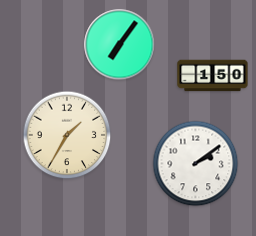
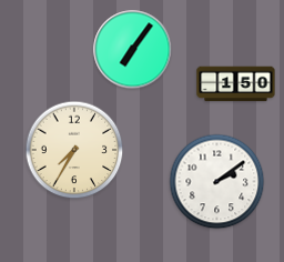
clock at (67, 135): 1:35 -> 7:35
